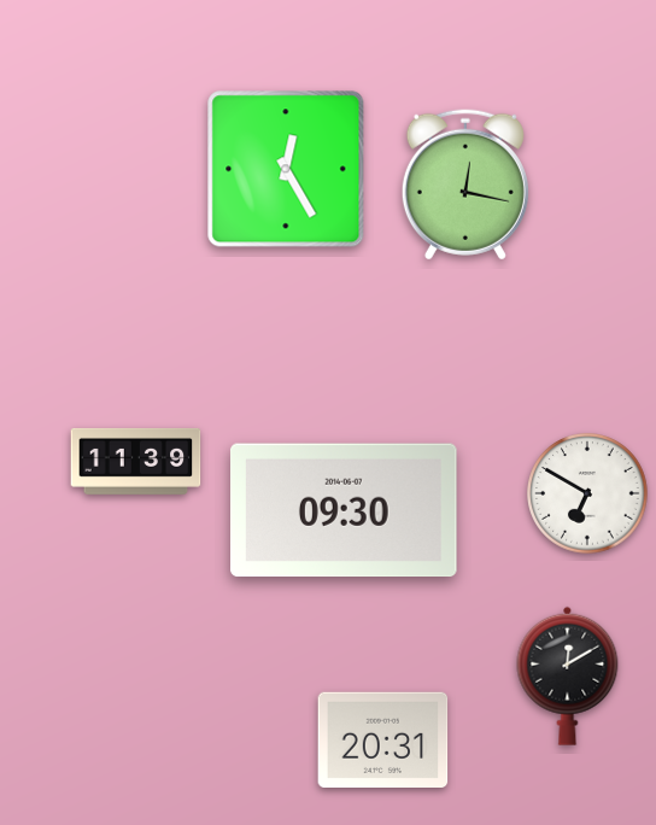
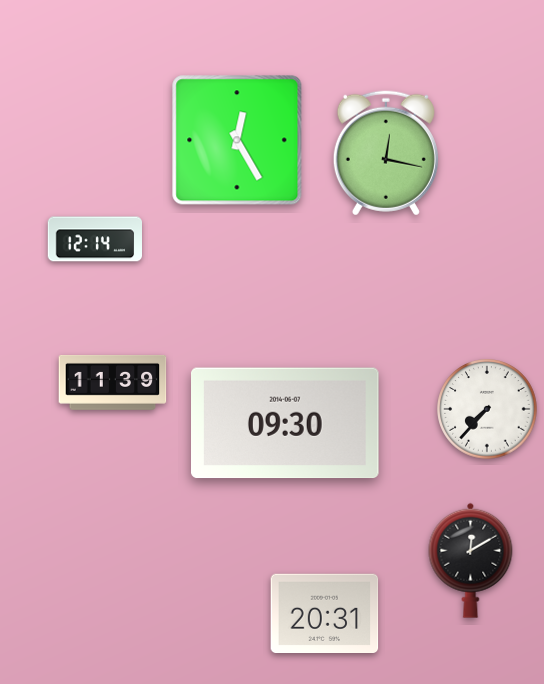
clock at (94, 239): none -> 12:14
clock at (587, 493): 6:50 -> 7:37
clock at (383, 739) position: (383, 739) -> (325, 613)
